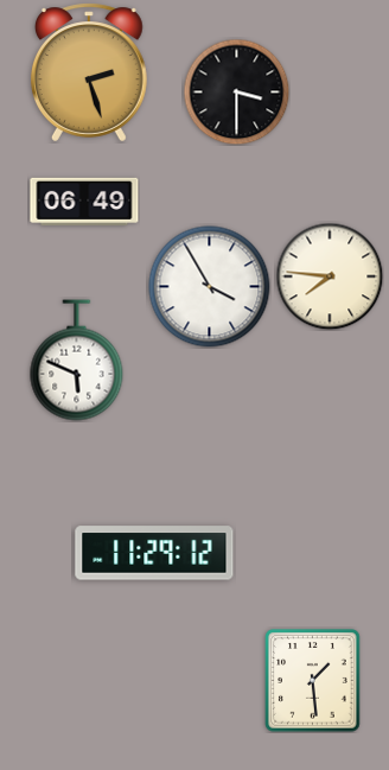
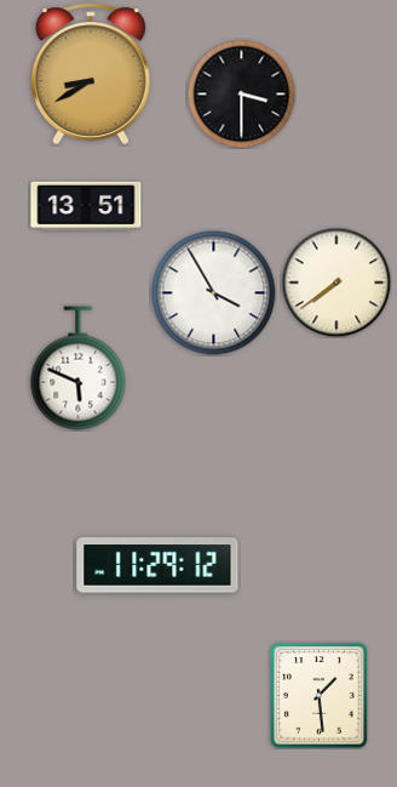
clock at (89, 72): 2:27 -> 8:40
clock at (84, 202): 06:49 -> 13:51
clock at (330, 276): 7:46 -> 7:39
